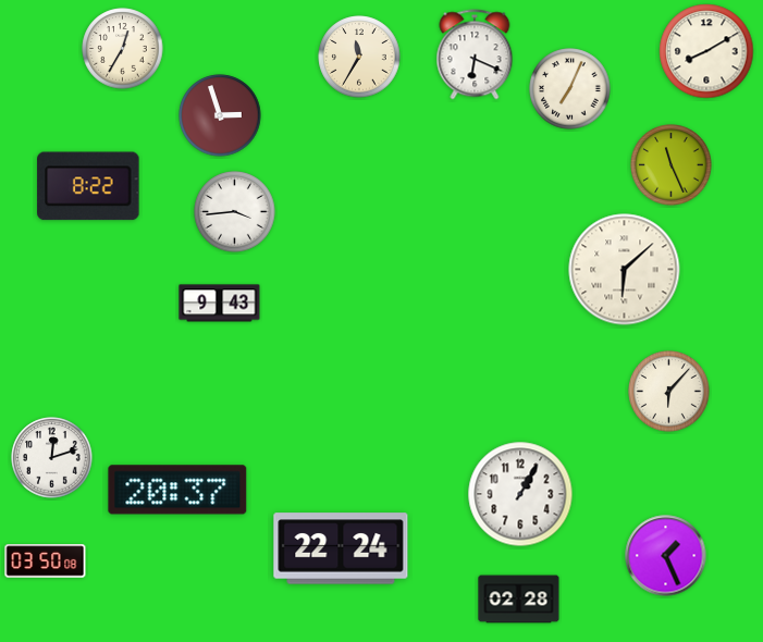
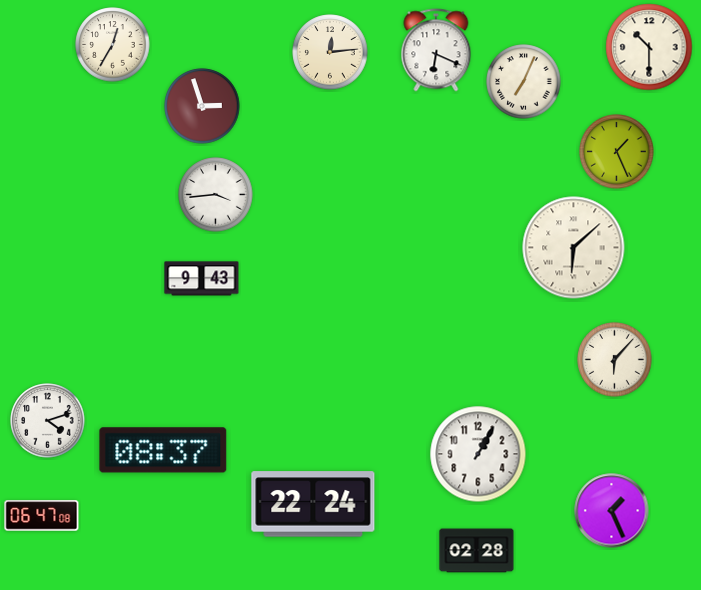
clock at (706, 51): 8:10 -> 10:30
clock at (359, 57): 11:35 -> 12:14
clock at (672, 165): 11:26 -> 1:26
clock at (88, 186): 8:22 -> none
clock at (52, 458): 12:12 -> 4:12
clock at (177, 490): 20:37 -> 08:37
clock at (46, 561): 03:50 -> 06:47
